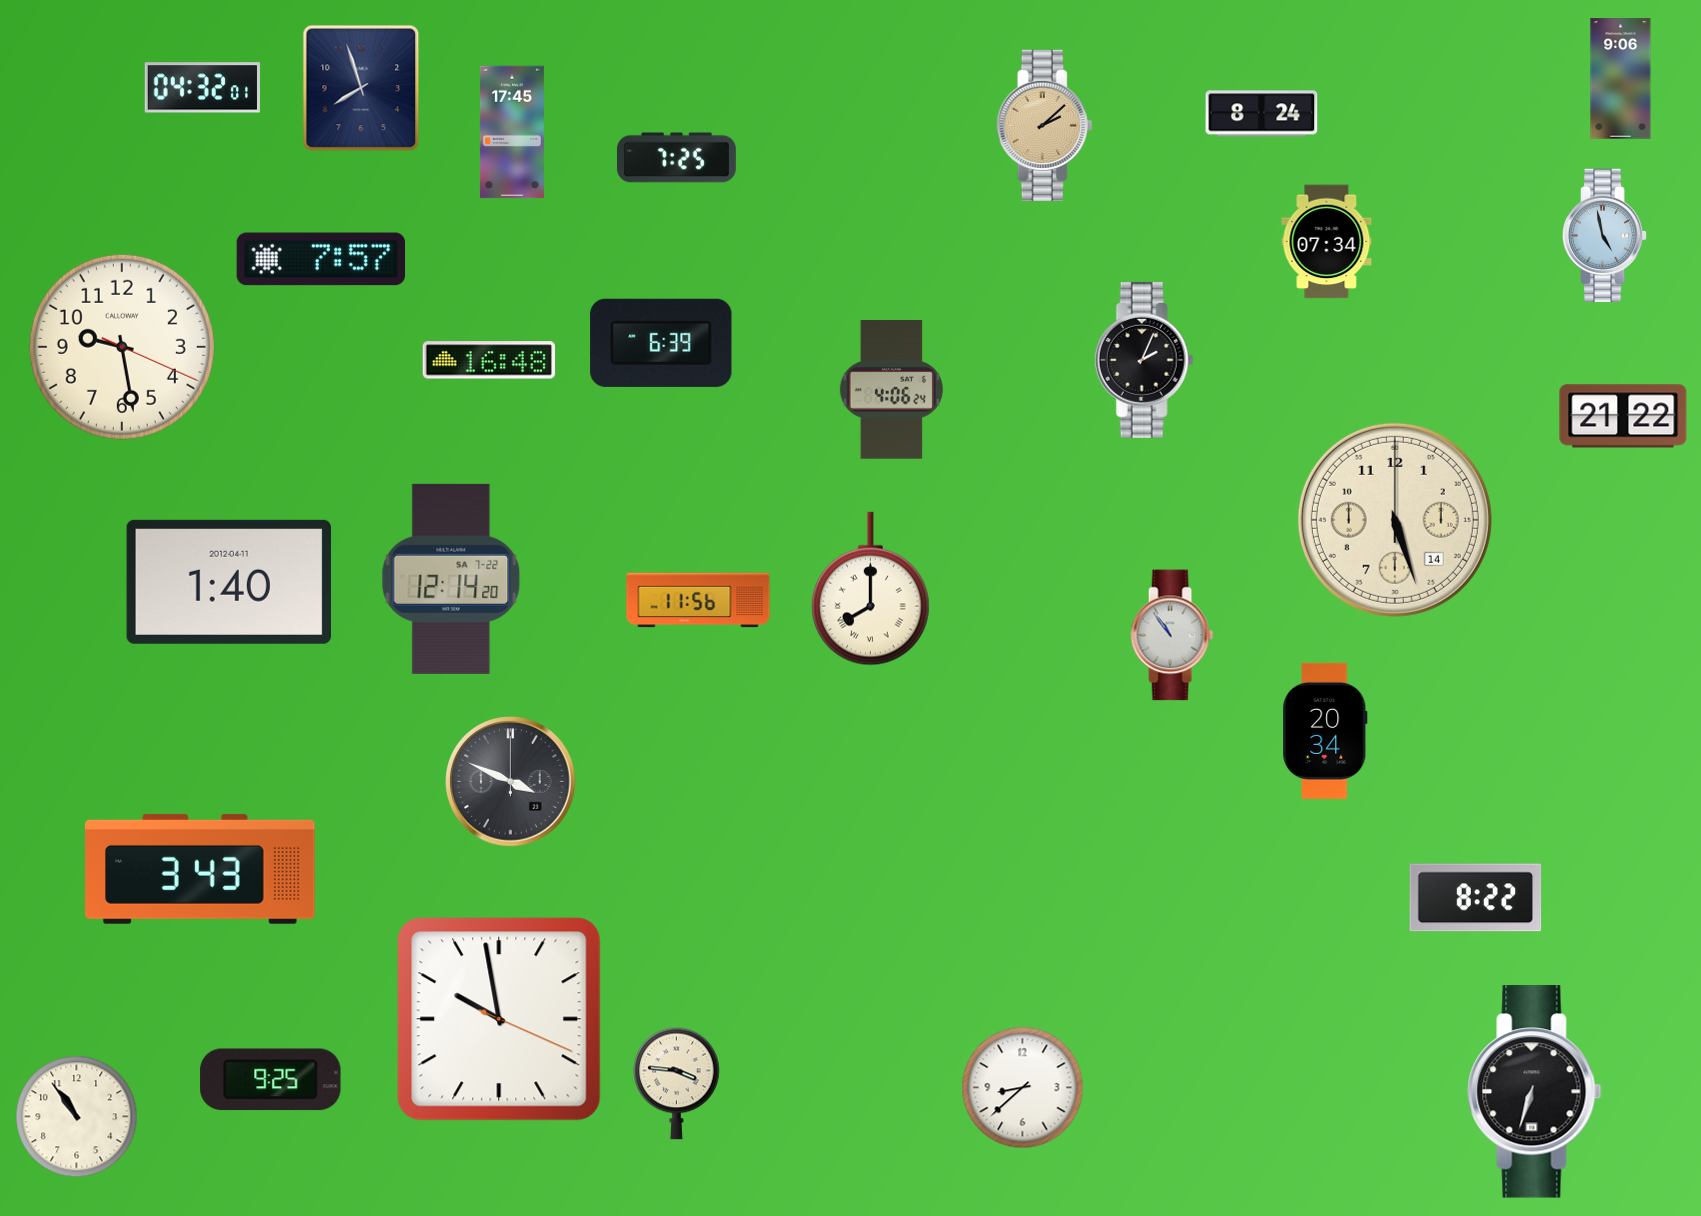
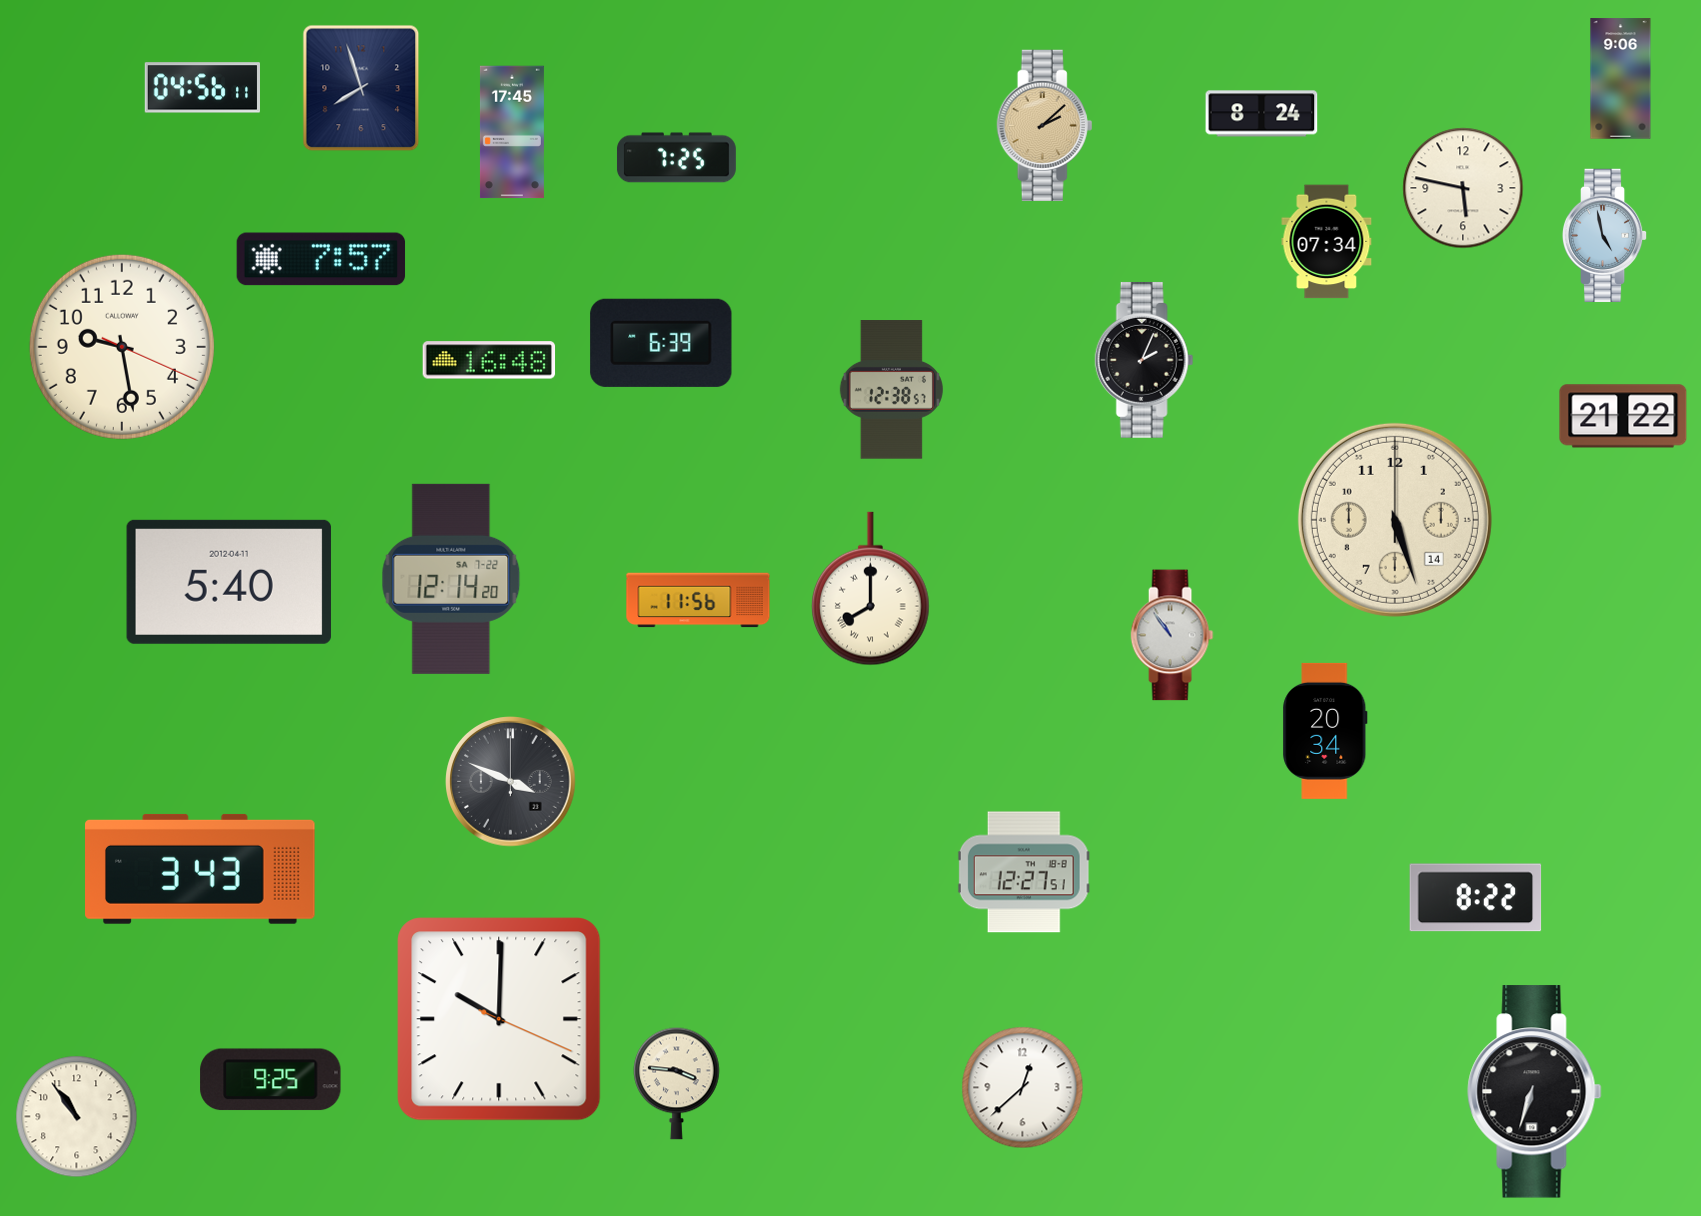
clock at (202, 88): 04:32 -> 04:56
clock at (1463, 188): none -> 5:47
clock at (891, 390): 4:06 -> 12:38
clock at (229, 582): 1:40 -> 5:40
clock at (1024, 872): none -> 12:27
clock at (499, 1019): 9:58 -> 10:00
clock at (1023, 1088): 8:38 -> 12:38
